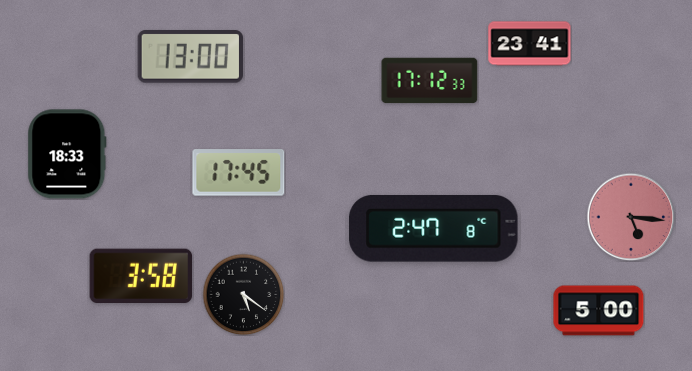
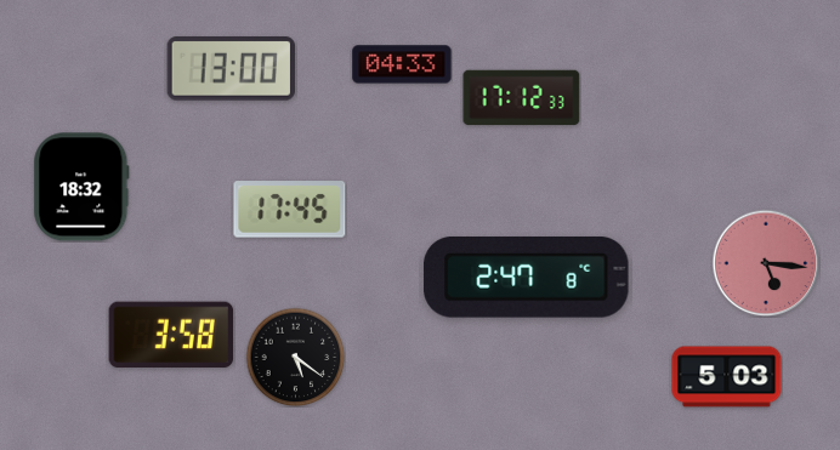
clock at (530, 44): 23:41 -> none
clock at (402, 64): none -> 04:33
clock at (67, 154): 18:33 -> 18:32
clock at (599, 311): 5:00 -> 5:03
